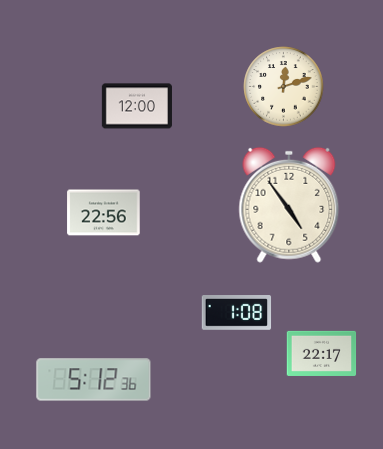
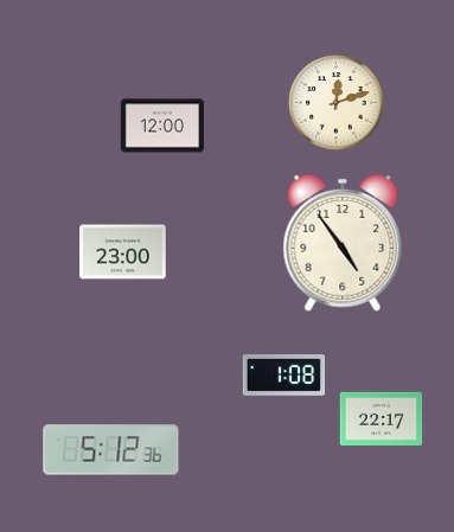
clock at (104, 213): 22:56 -> 23:00
clock at (237, 313) position: (237, 313) -> (284, 376)
